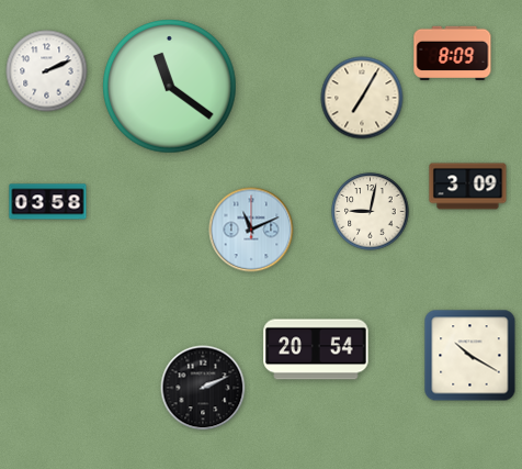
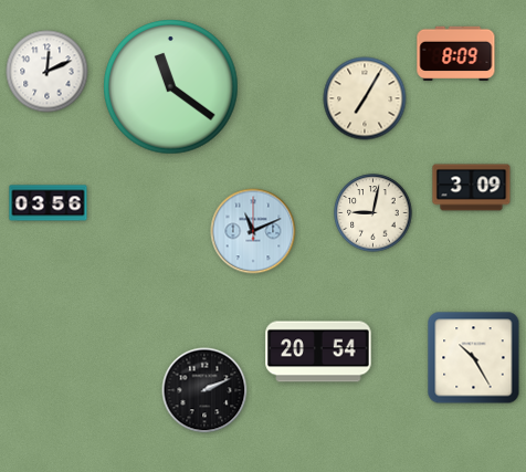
clock at (47, 71): 2:11 -> 12:11
clock at (48, 202): 03:58 -> 03:56
clock at (470, 356): 10:20 -> 10:25
